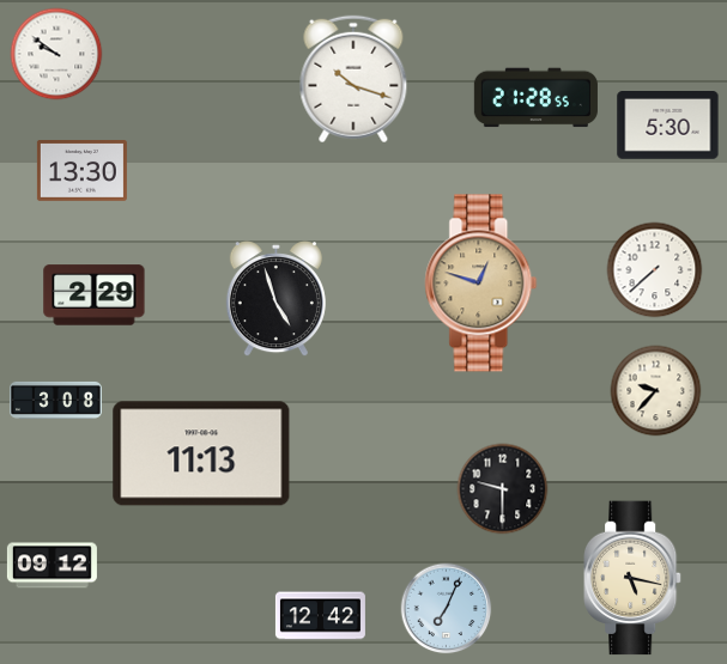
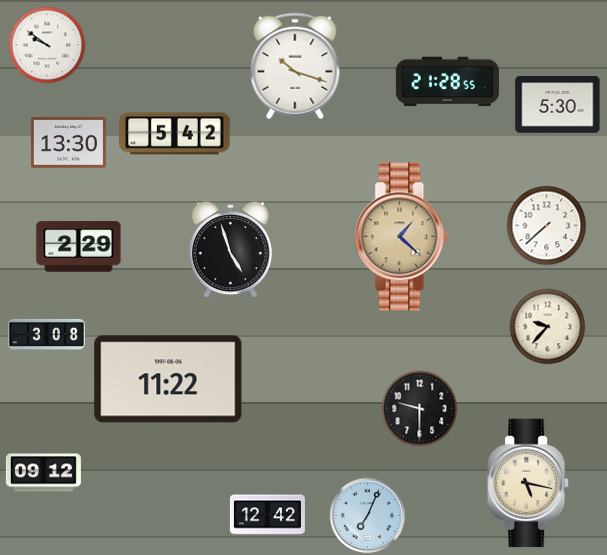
clock at (175, 134): none -> 5:42
clock at (481, 284): 12:48 -> 1:22
clock at (201, 453): 11:13 -> 11:22
clock at (447, 609) position: (447, 609) -> (368, 516)
